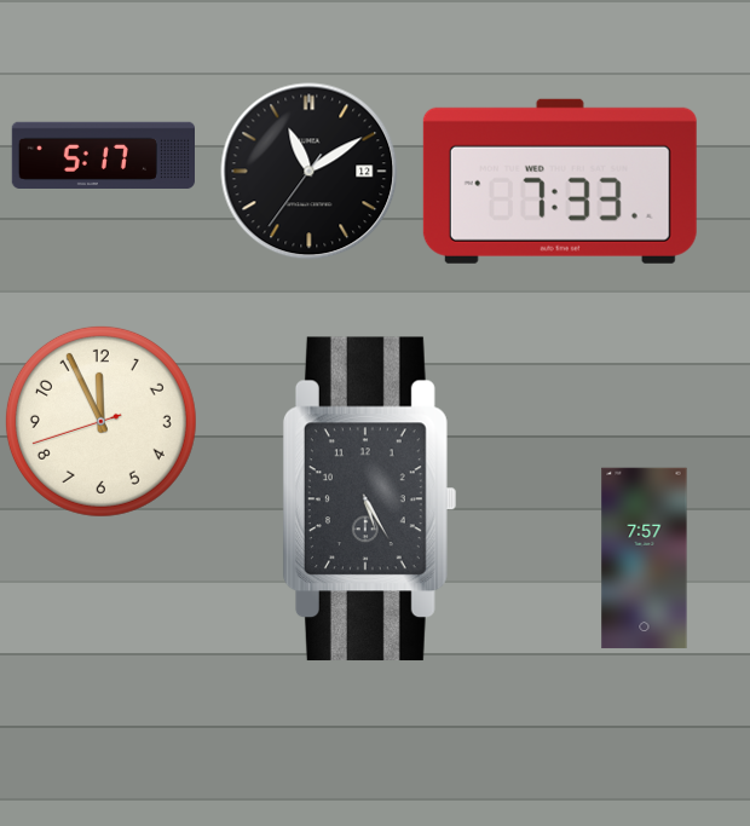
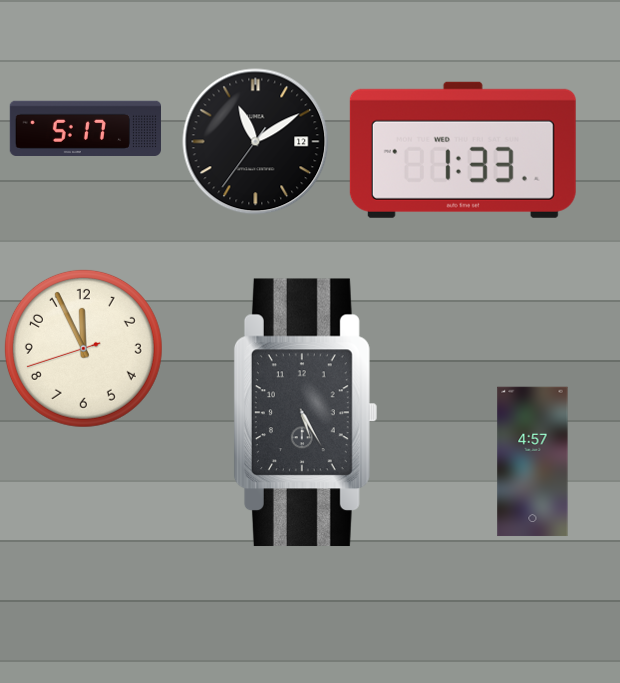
clock at (560, 181): 7:33 -> 1:33
clock at (645, 559): 7:57 -> 4:57
